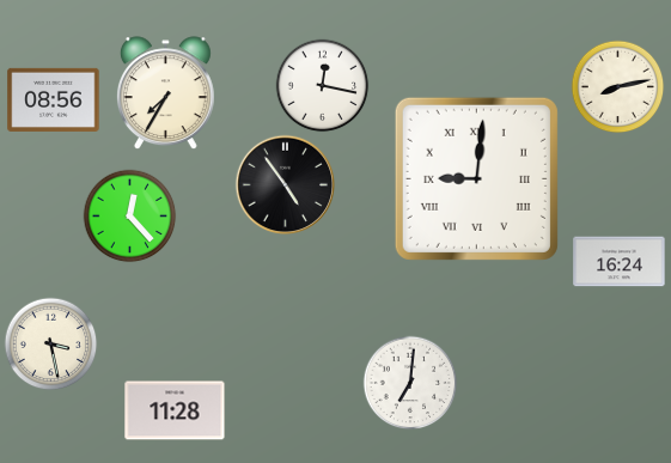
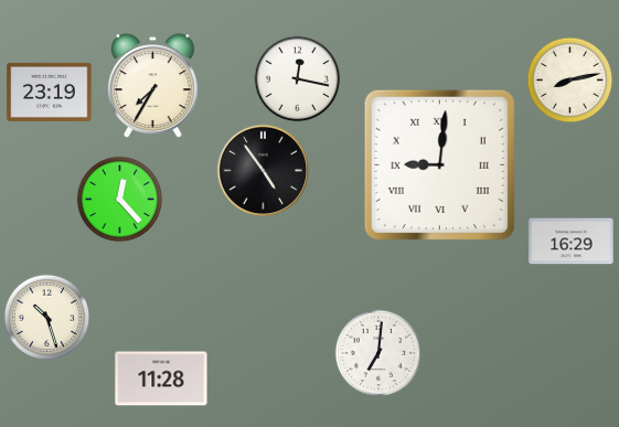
clock at (54, 99): 08:56 -> 23:19
clock at (620, 262): 16:24 -> 16:29
clock at (50, 343): 3:28 -> 10:27
